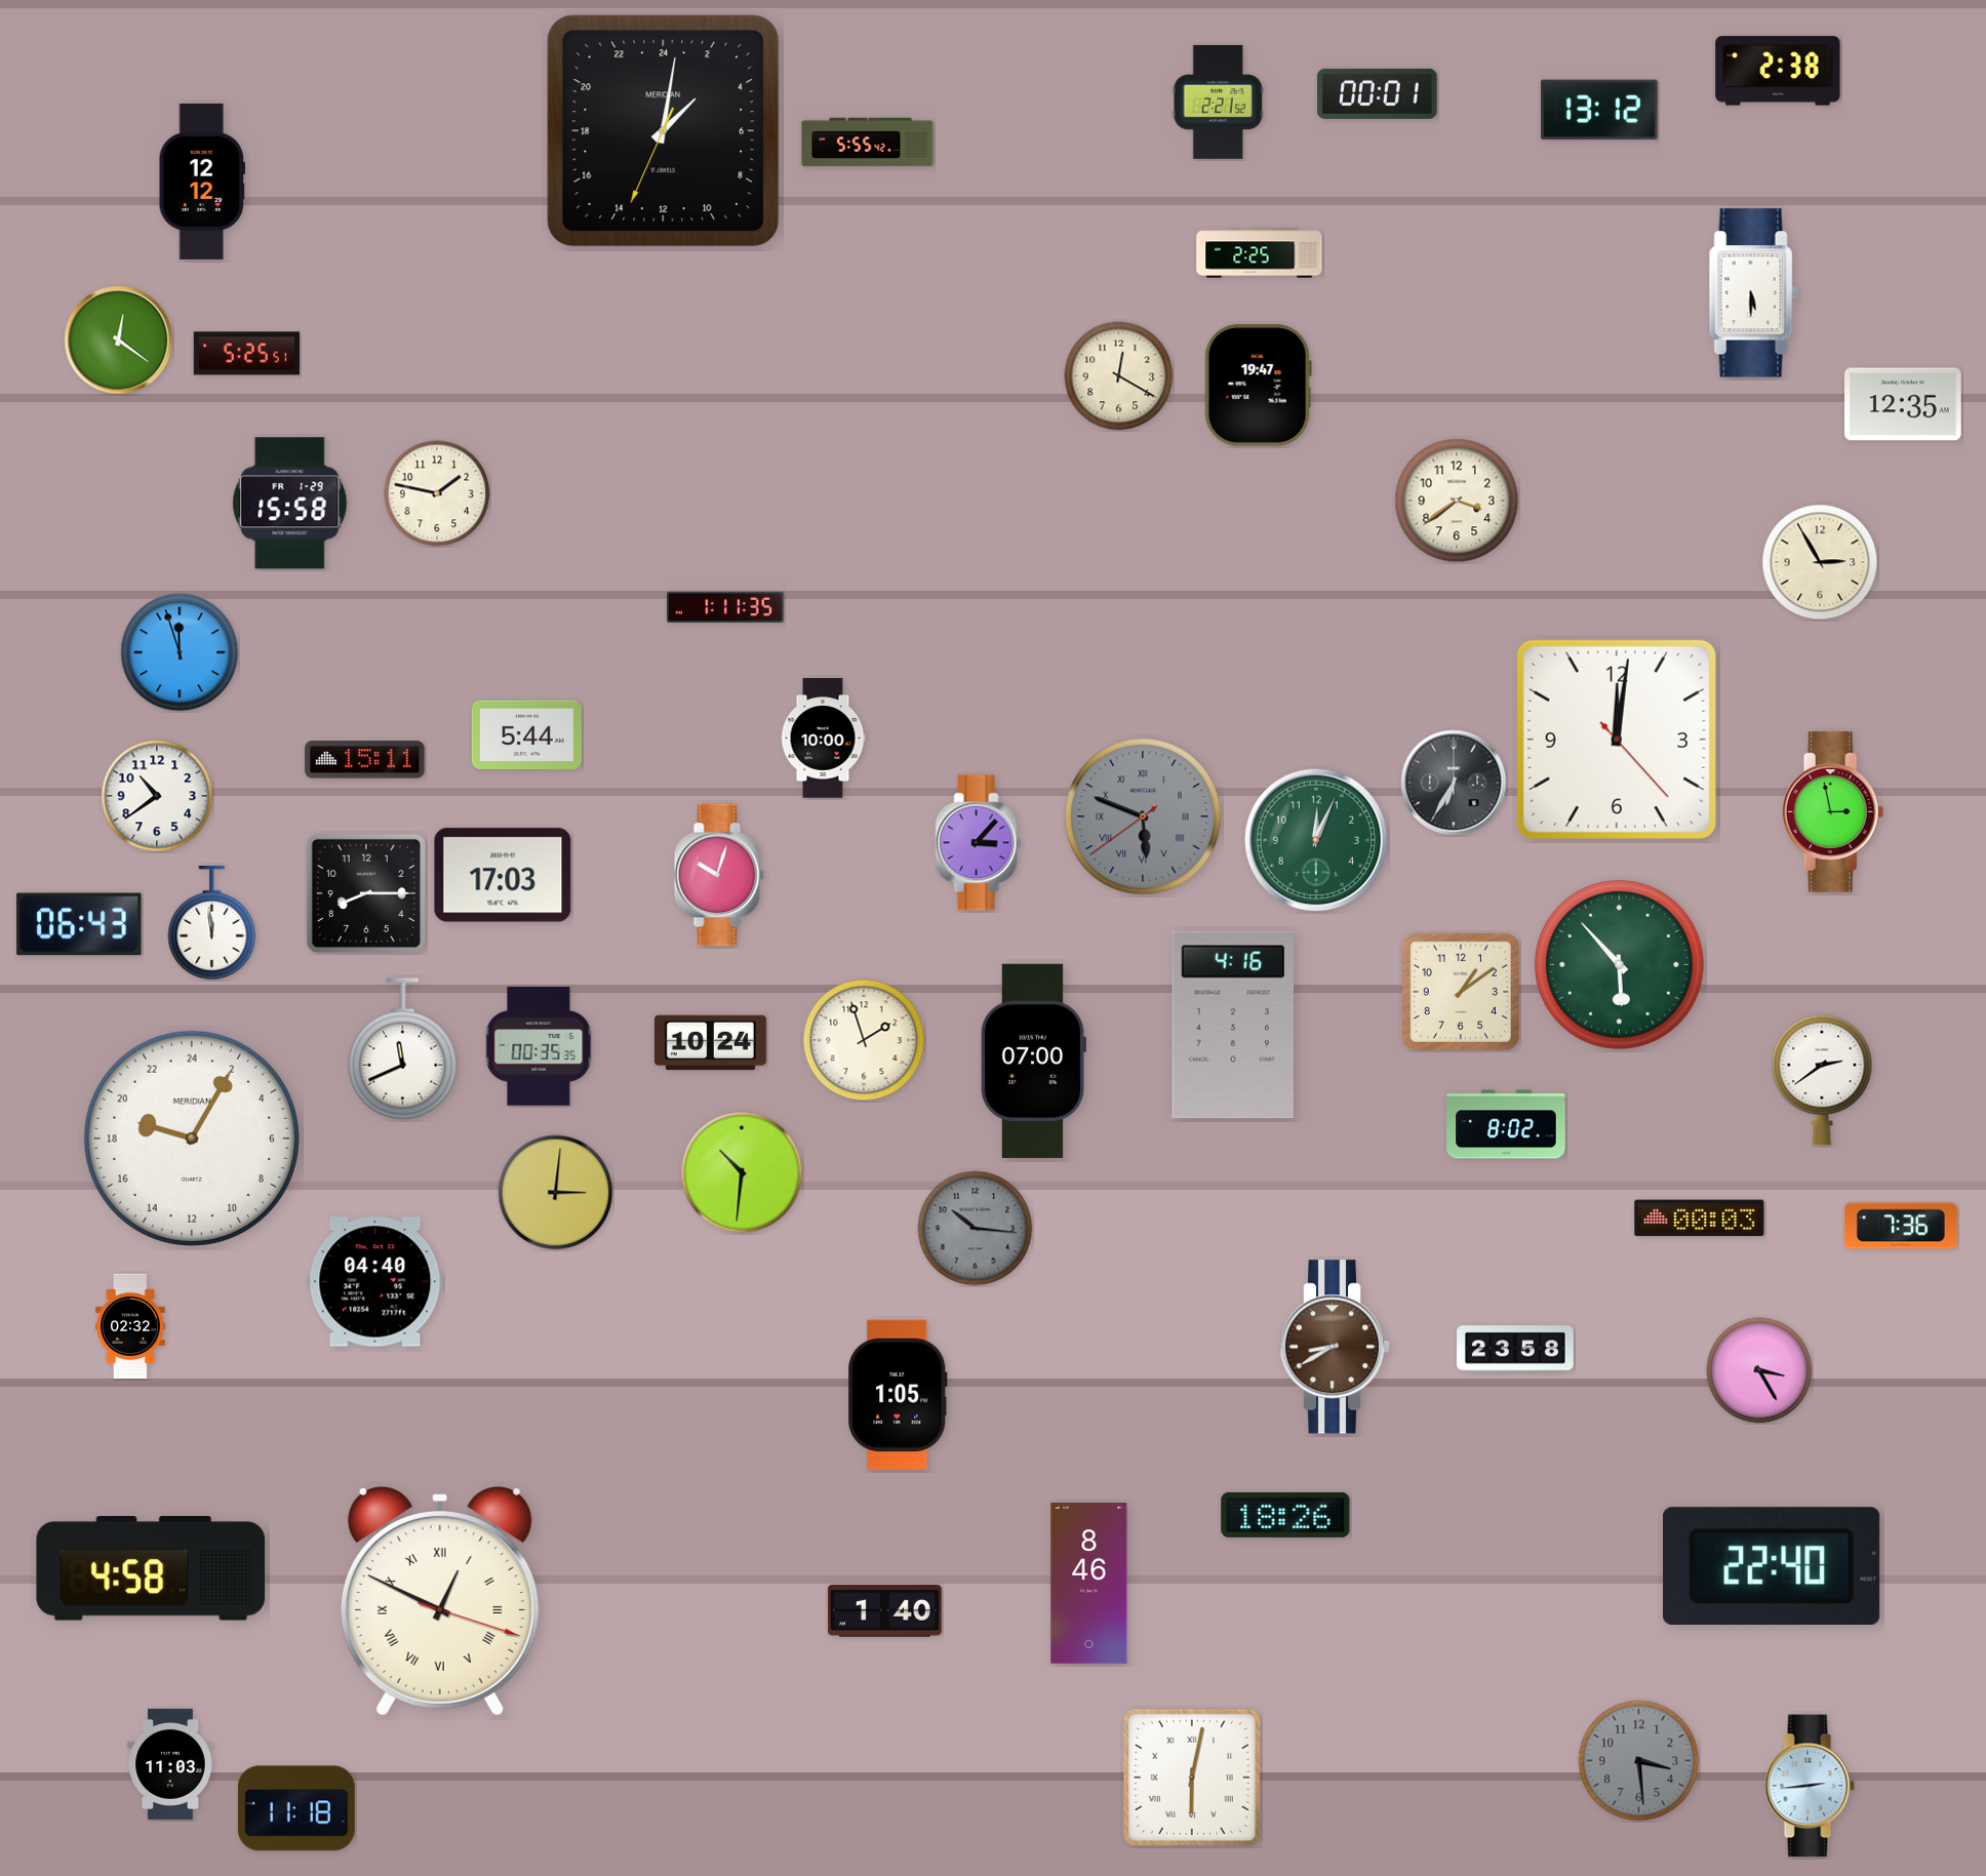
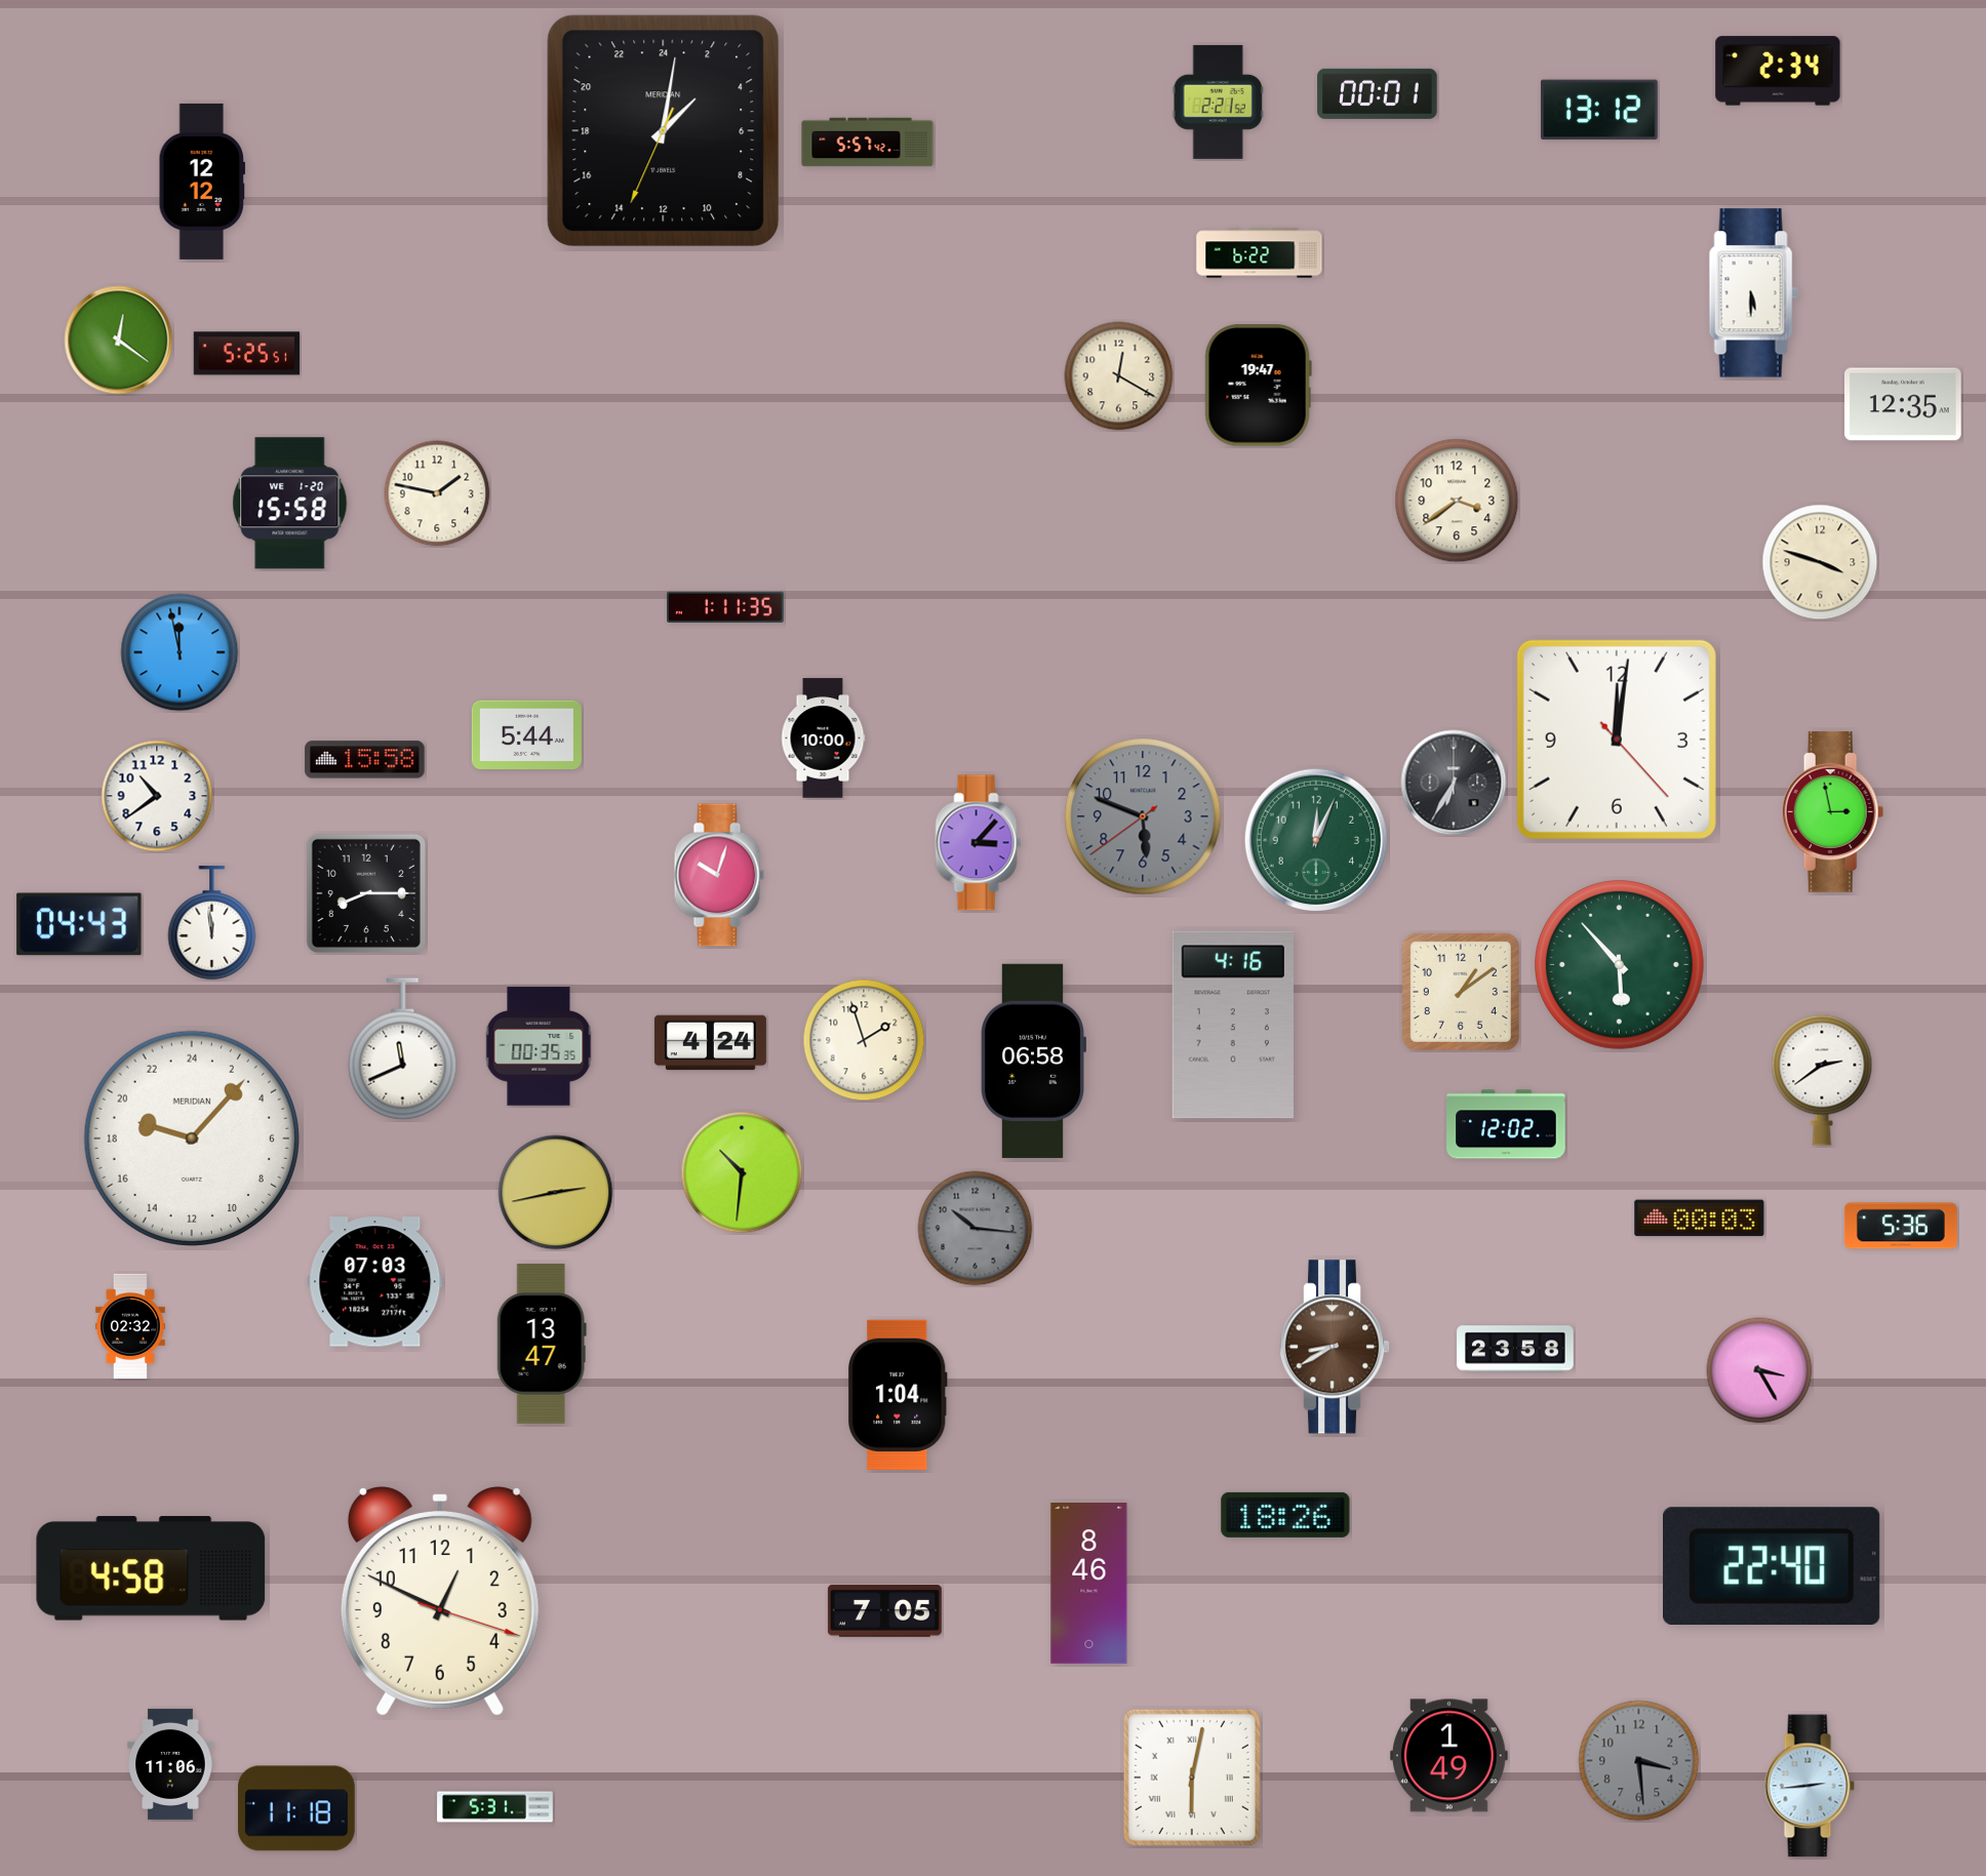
clock at (1778, 71): 2:38 -> 2:34
clock at (868, 143): 5:55 -> 5:57
clock at (1260, 253): 2:25 -> 6:22
clock at (290, 504) date: FR 1-29 -> WE 1-20
clock at (1820, 562): 2:55 -> 3:48
clock at (180, 652): 11:57 -> 11:58
clock at (365, 760): 15:11 -> 15:58
clock at (1143, 816) numerals: Roman -> Arabic
clock at (503, 875): 17:03 -> none
clock at (79, 924): 06:43 -> 04:43
clock at (710, 1043): 10:24 -> 4:24
clock at (1032, 1061): 07:00 -> 06:58
clock at (1506, 1124): 8:02 -> 12:02
clock at (192, 1139): 19:05 -> 19:07
clock at (556, 1193): 3:01 -> 2:43
clock at (1901, 1226): 7:36 -> 5:36
clock at (375, 1282): 04:40 -> 07:03
clock at (542, 1344): none -> 13:47
clock at (898, 1395): 1:05 -> 1:04
clock at (440, 1601) numerals: Roman -> Arabic
clock at (884, 1611): 1:40 -> 7:05
clock at (1449, 1756): none -> 1:49
clock at (170, 1764): 11:03 -> 11:06
clock at (495, 1807): none -> 5:31
